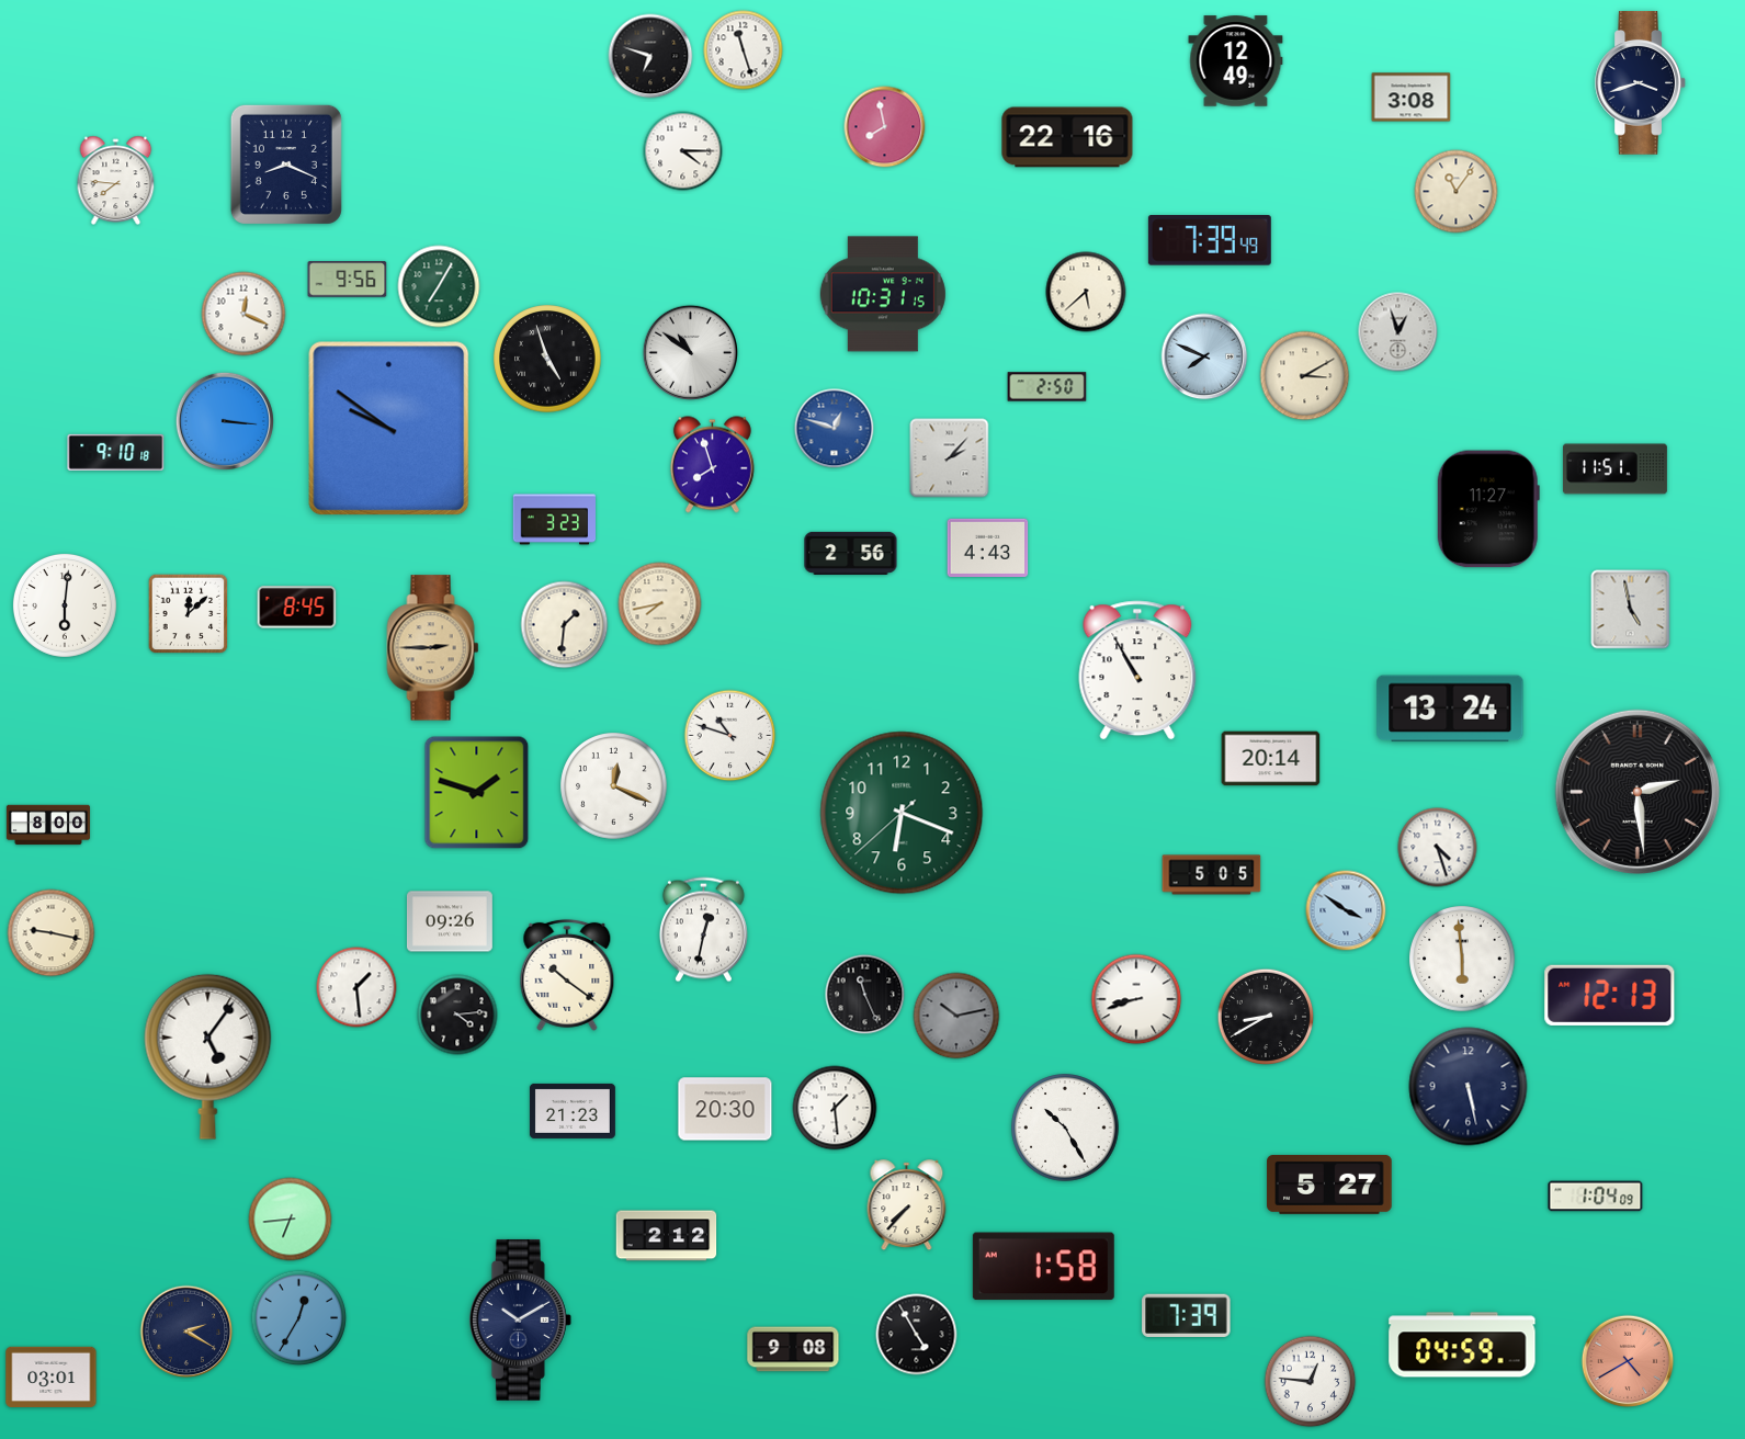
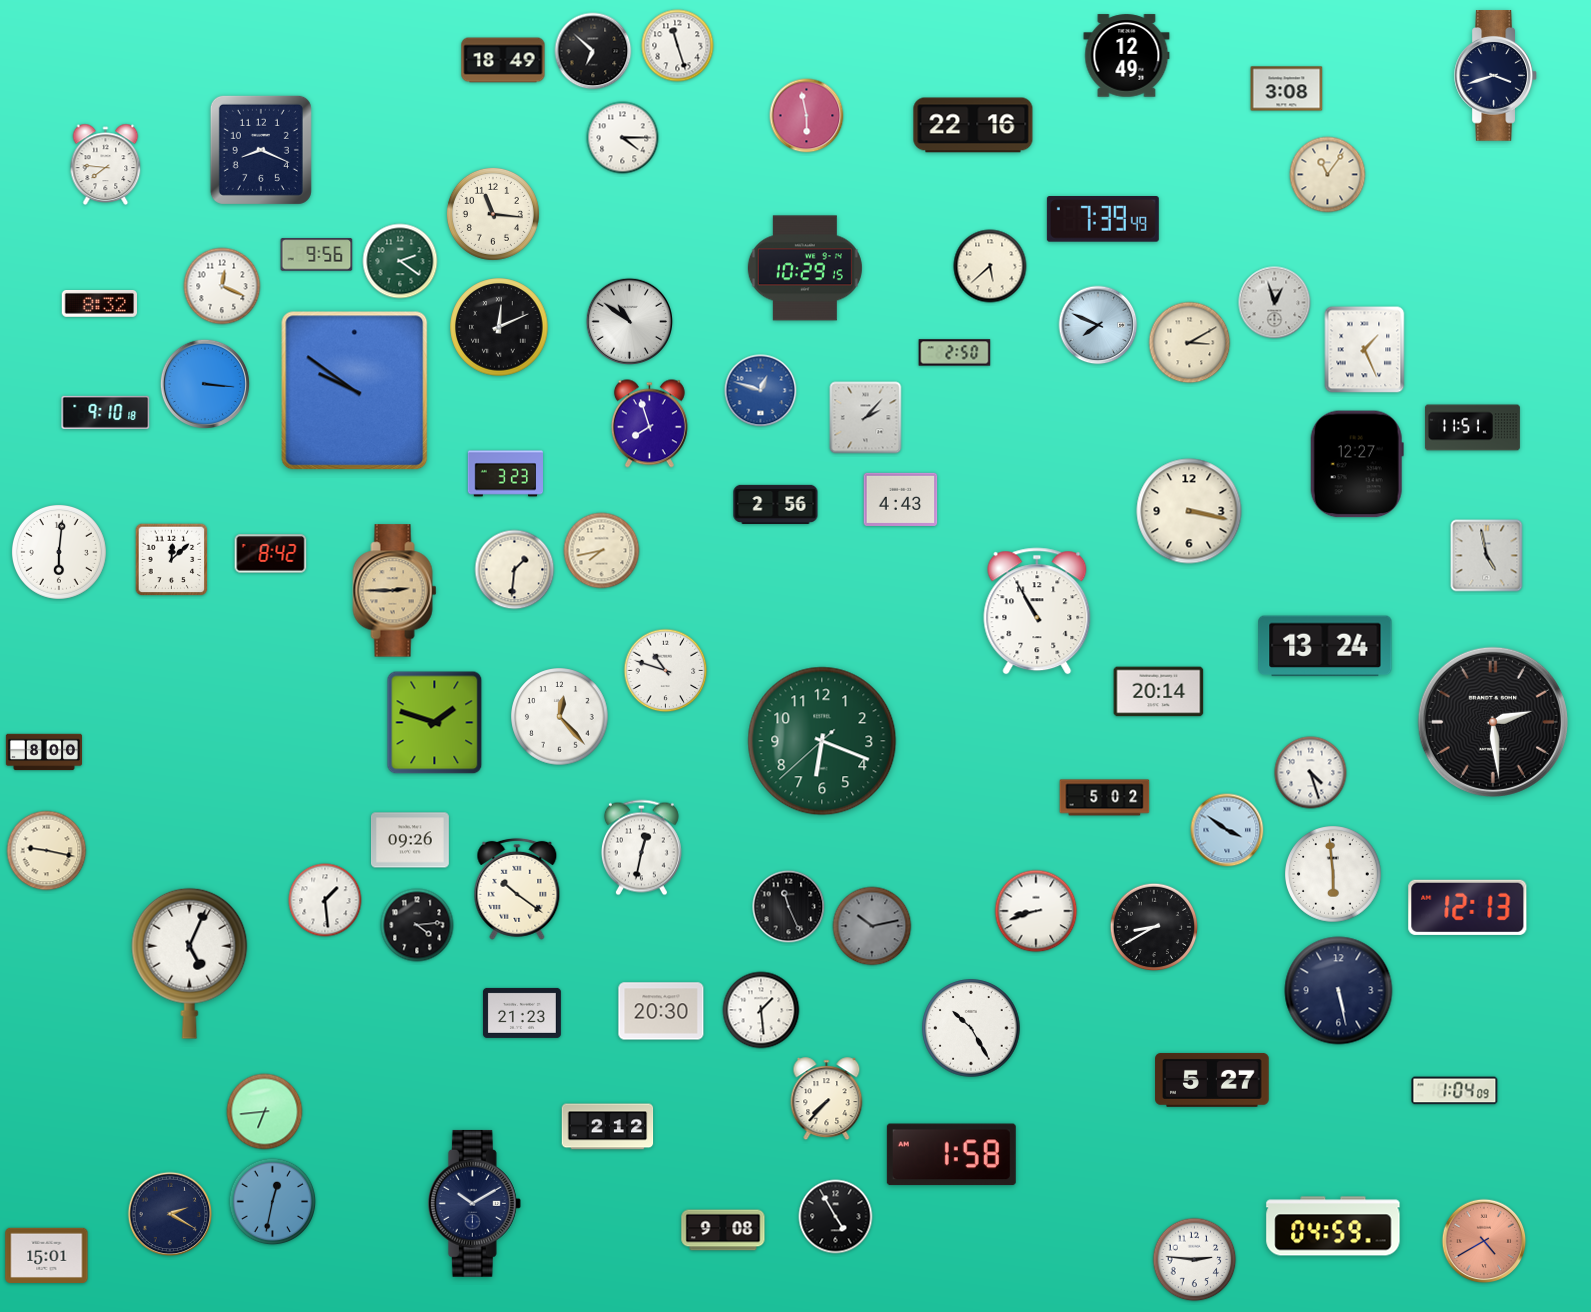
clock at (650, 56): 6:48 -> 6:52
clock at (503, 60): none -> 18:49
clock at (885, 127): 7:58 -> 5:58
clock at (493, 214): none -> 11:16
clock at (439, 286): 7:05 -> 2:21
clock at (883, 294): 10:31 -> 10:29
clock at (99, 304): none -> 8:32
clock at (547, 359): 4:57 -> 12:11
clock at (1365, 350): none -> 1:26
clock at (1488, 509): 11:27 -> 12:27
clock at (1189, 511): none -> 3:17
clock at (297, 608): 8:45 -> 8:42
clock at (1450, 709) position: (1450, 709) -> (1325, 646)
clock at (614, 786): 12:19 -> 12:23
clock at (1212, 875): 5:05 -> 5:02
clock at (208, 1056): 5:06 -> 5:04
clock at (1187, 1315): 7:39 -> none
clock at (299, 1318): 12:35 -> 12:32
clock at (52, 1376): 03:01 -> 15:01
clock at (1311, 1382): 12:46 -> 2:46
